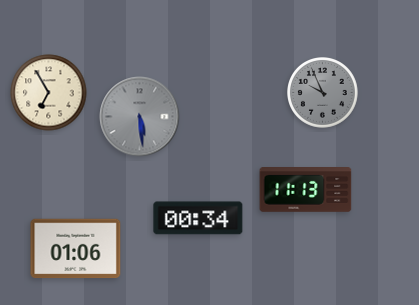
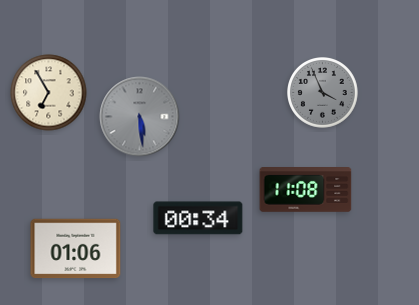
clock at (323, 93): 9:56 -> 3:56
clock at (306, 190): 11:13 -> 11:08
